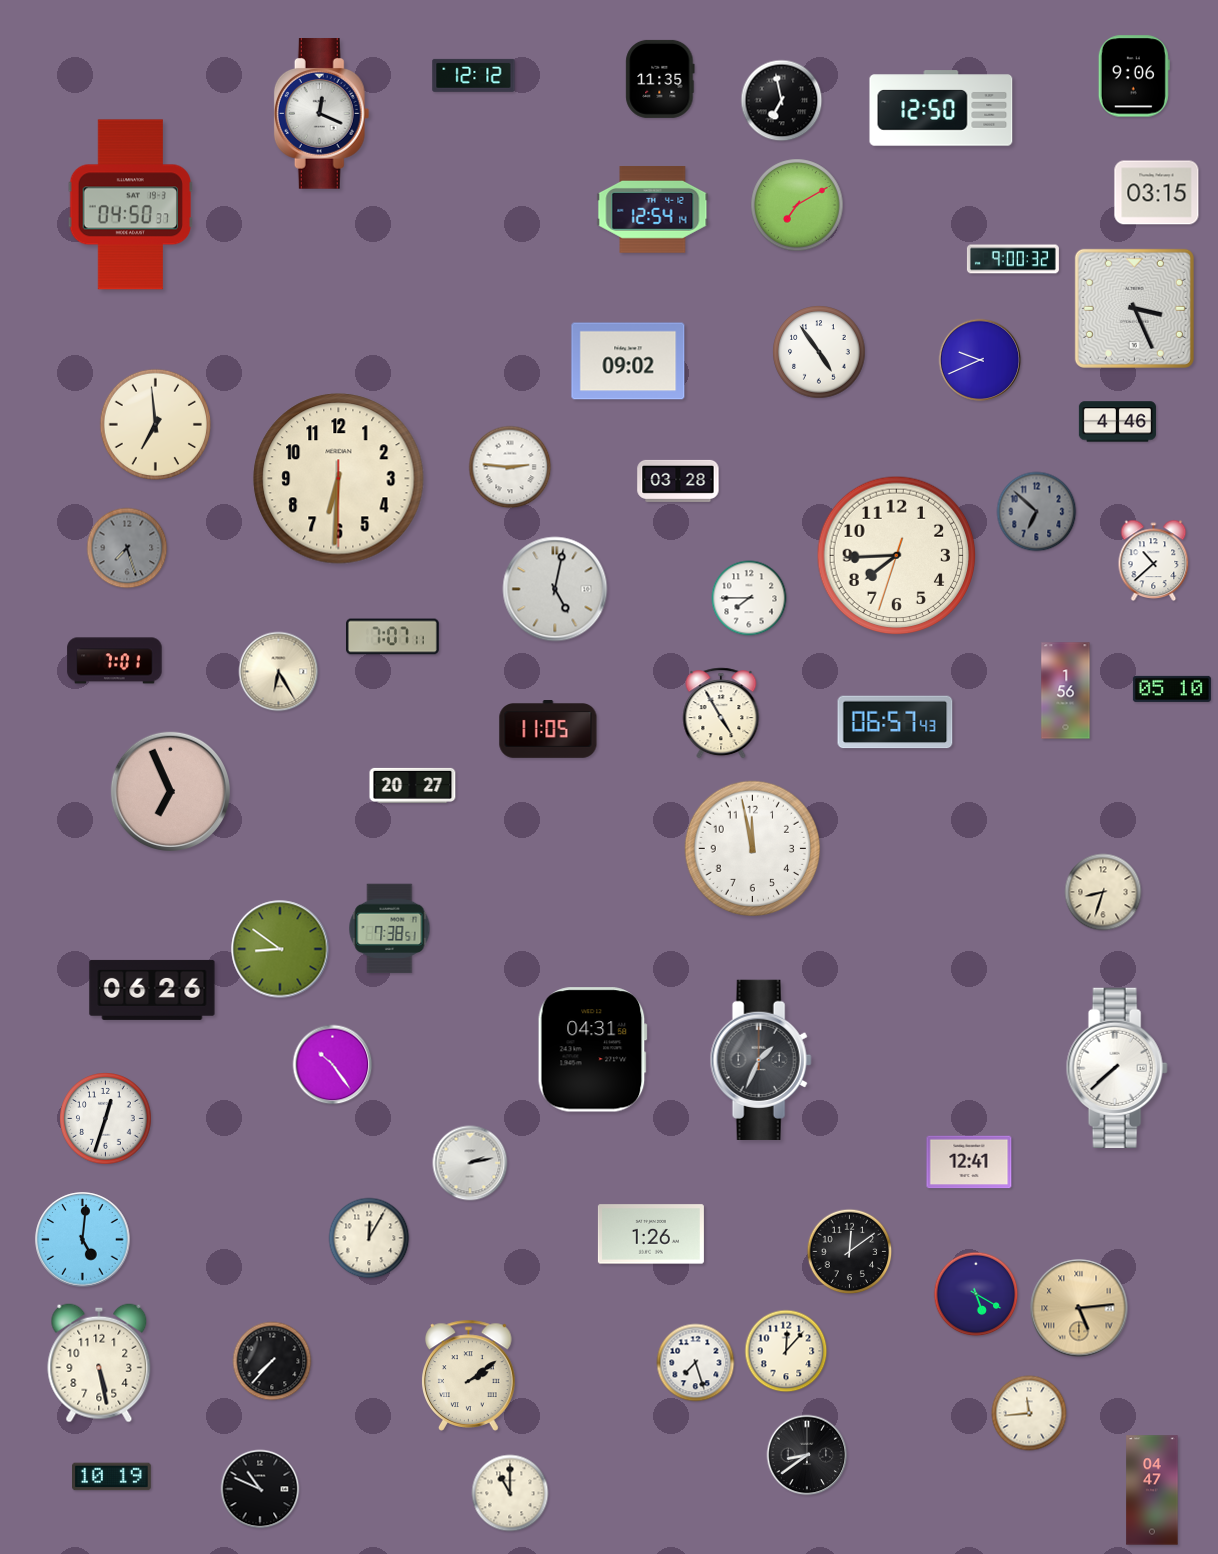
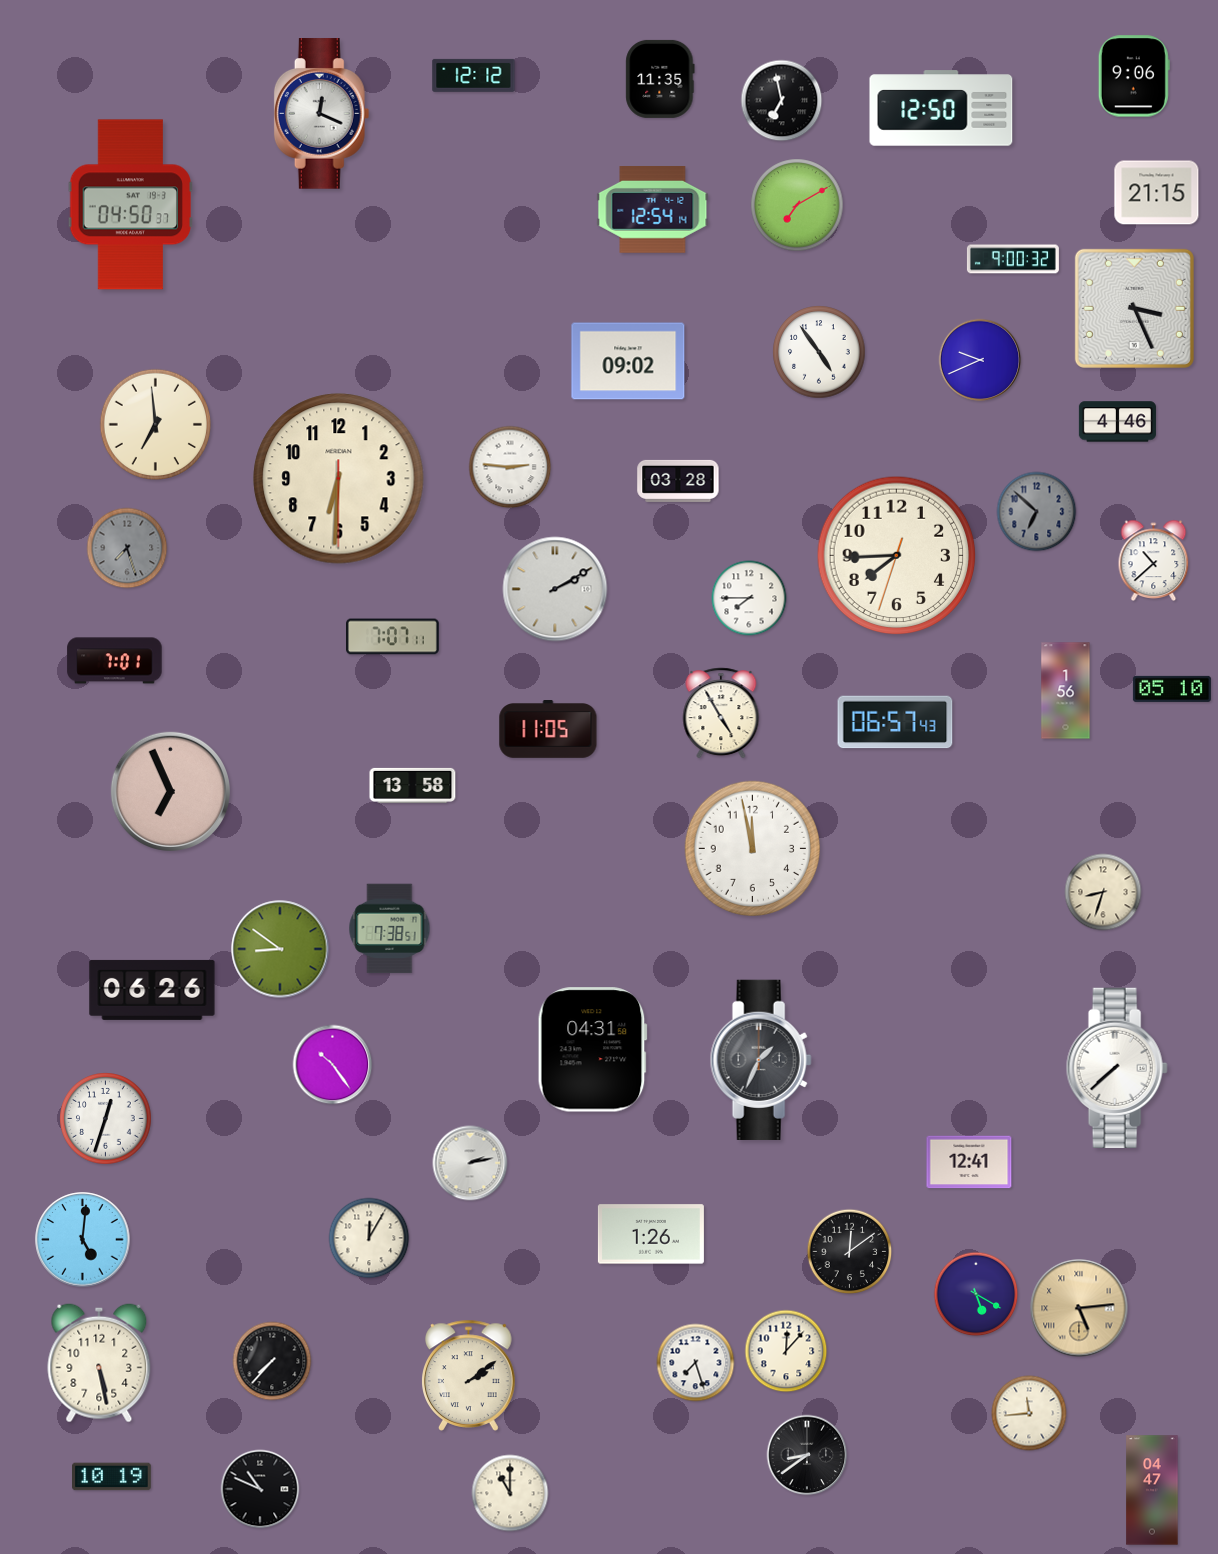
clock at (1157, 193): 03:15 -> 21:15
clock at (555, 589): 5:02 -> 2:10
clock at (279, 672): 6:25 -> none
clock at (413, 785): 20:27 -> 13:58
